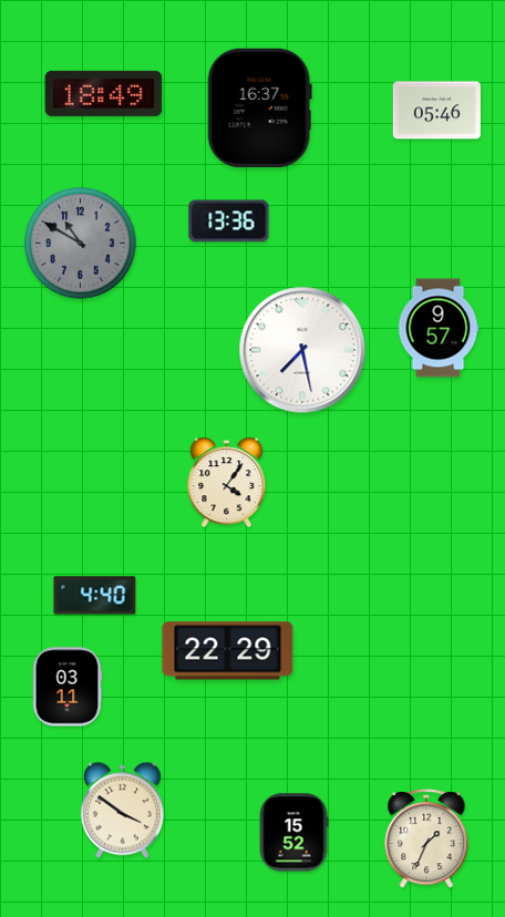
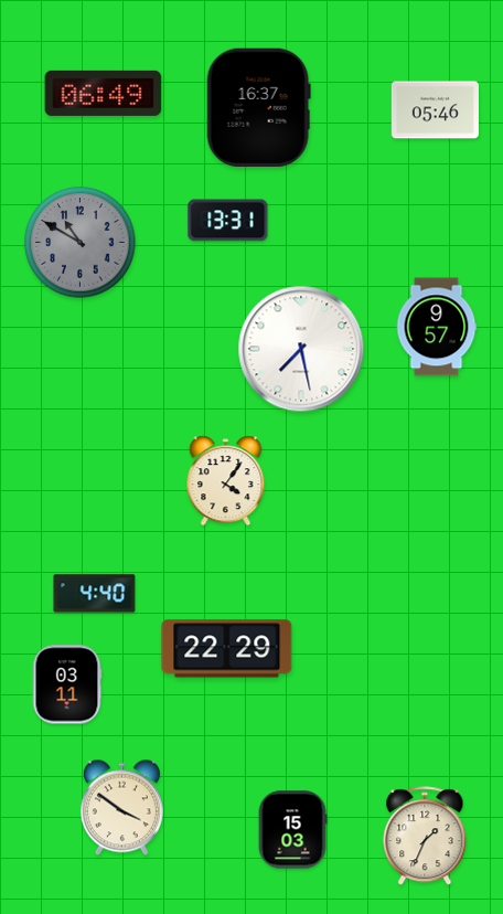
clock at (104, 93): 18:49 -> 06:49
clock at (229, 221): 13:36 -> 13:31
clock at (293, 833): 15:52 -> 15:03
